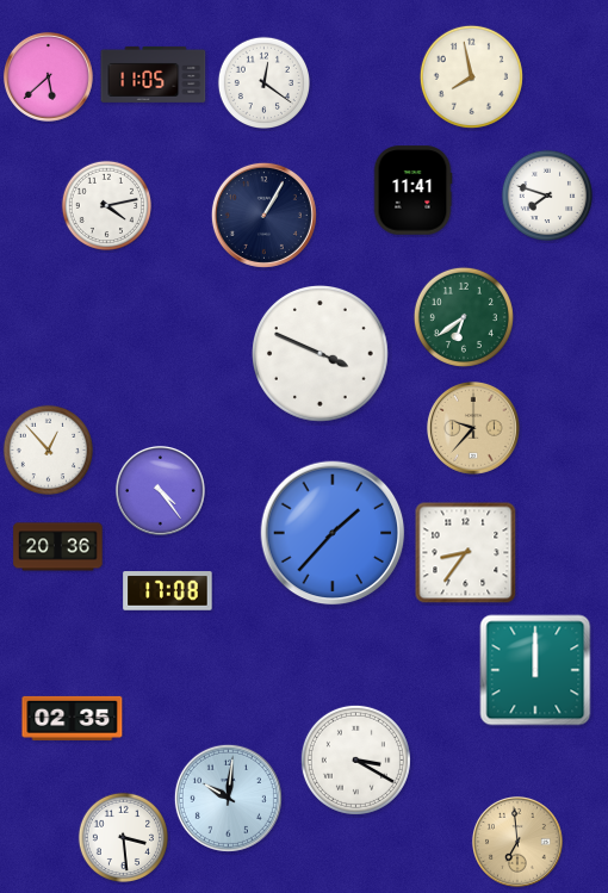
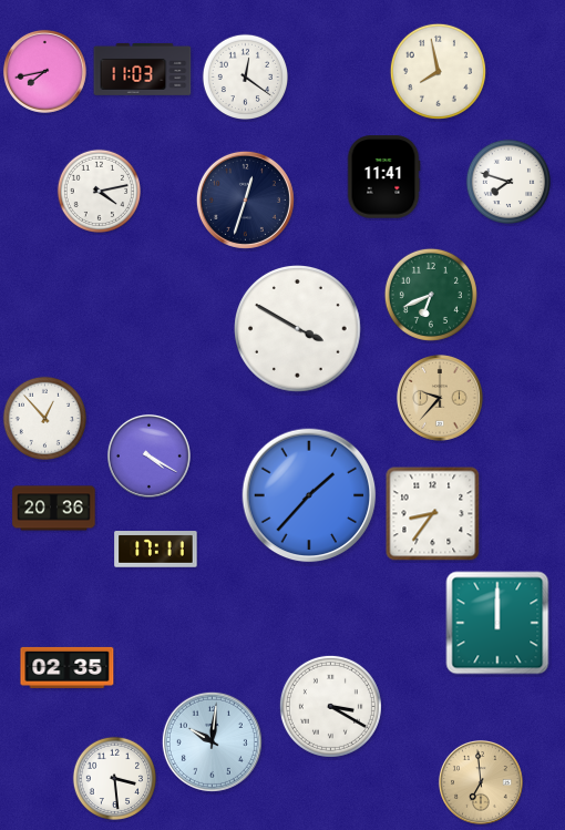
clock at (154, 74): 11:05 -> 11:03
clock at (48, 77): 5:38 -> 7:43
clock at (263, 215): 1:05 -> 12:33
clock at (464, 317): 6:39 -> 6:41
clock at (321, 354): 3:49 -> 3:50
clock at (160, 491): 4:24 -> 4:20
clock at (168, 591): 17:08 -> 17:11
